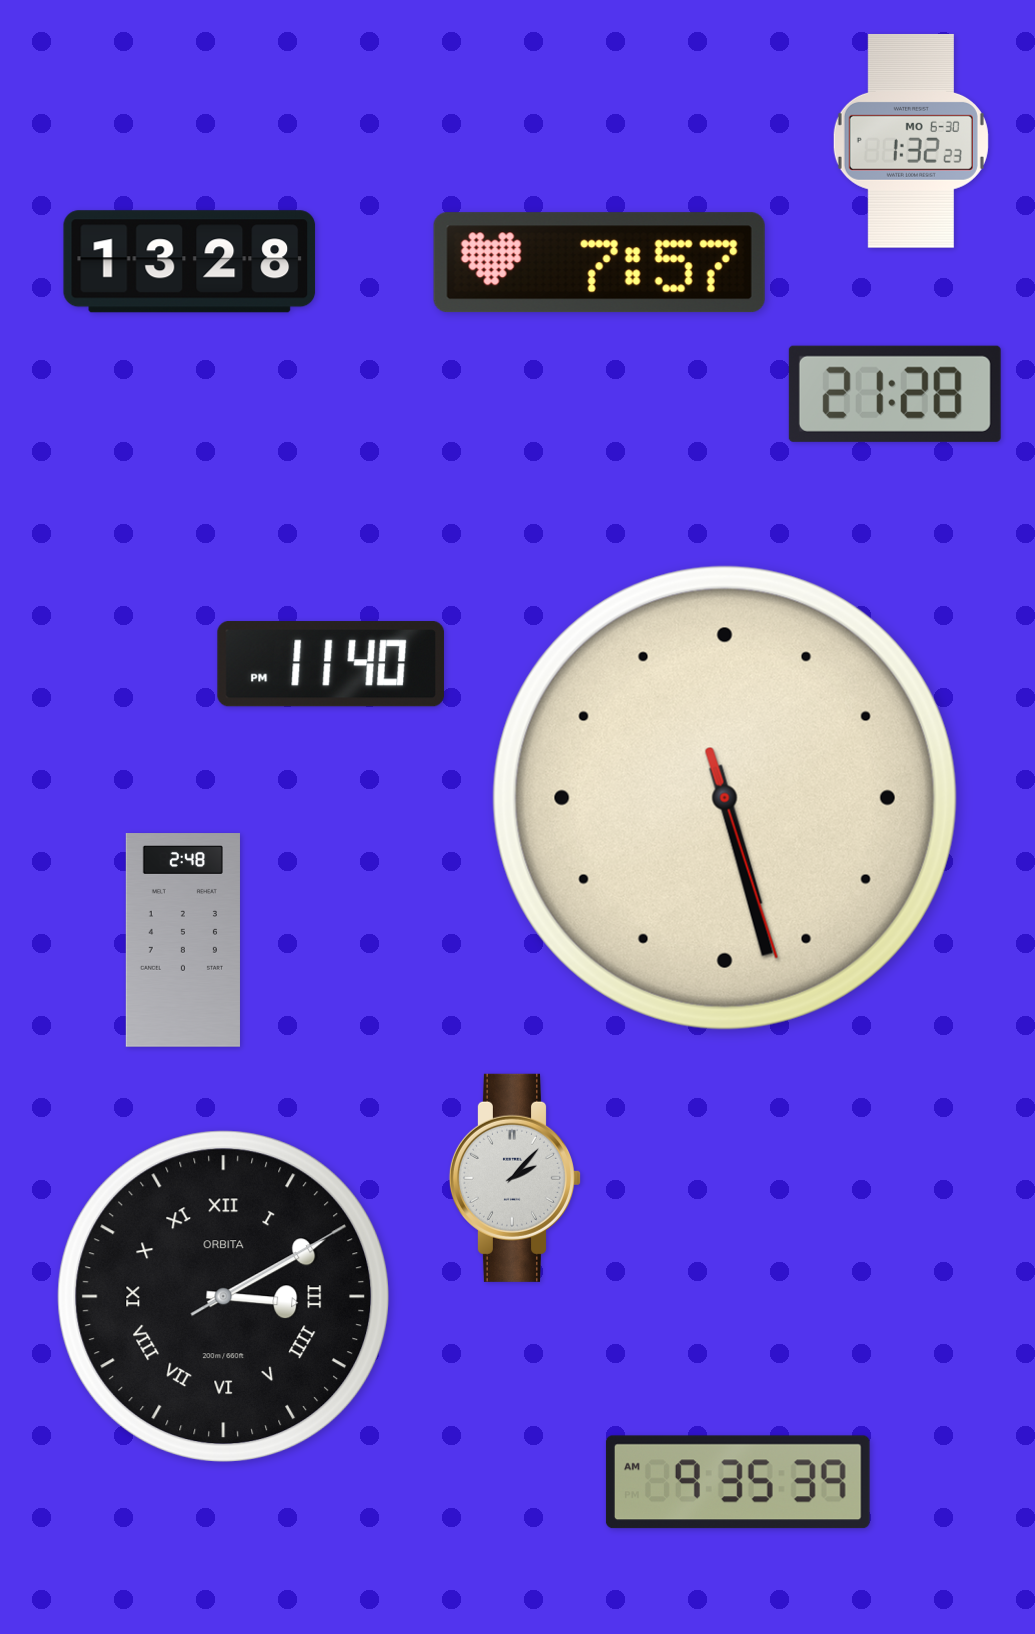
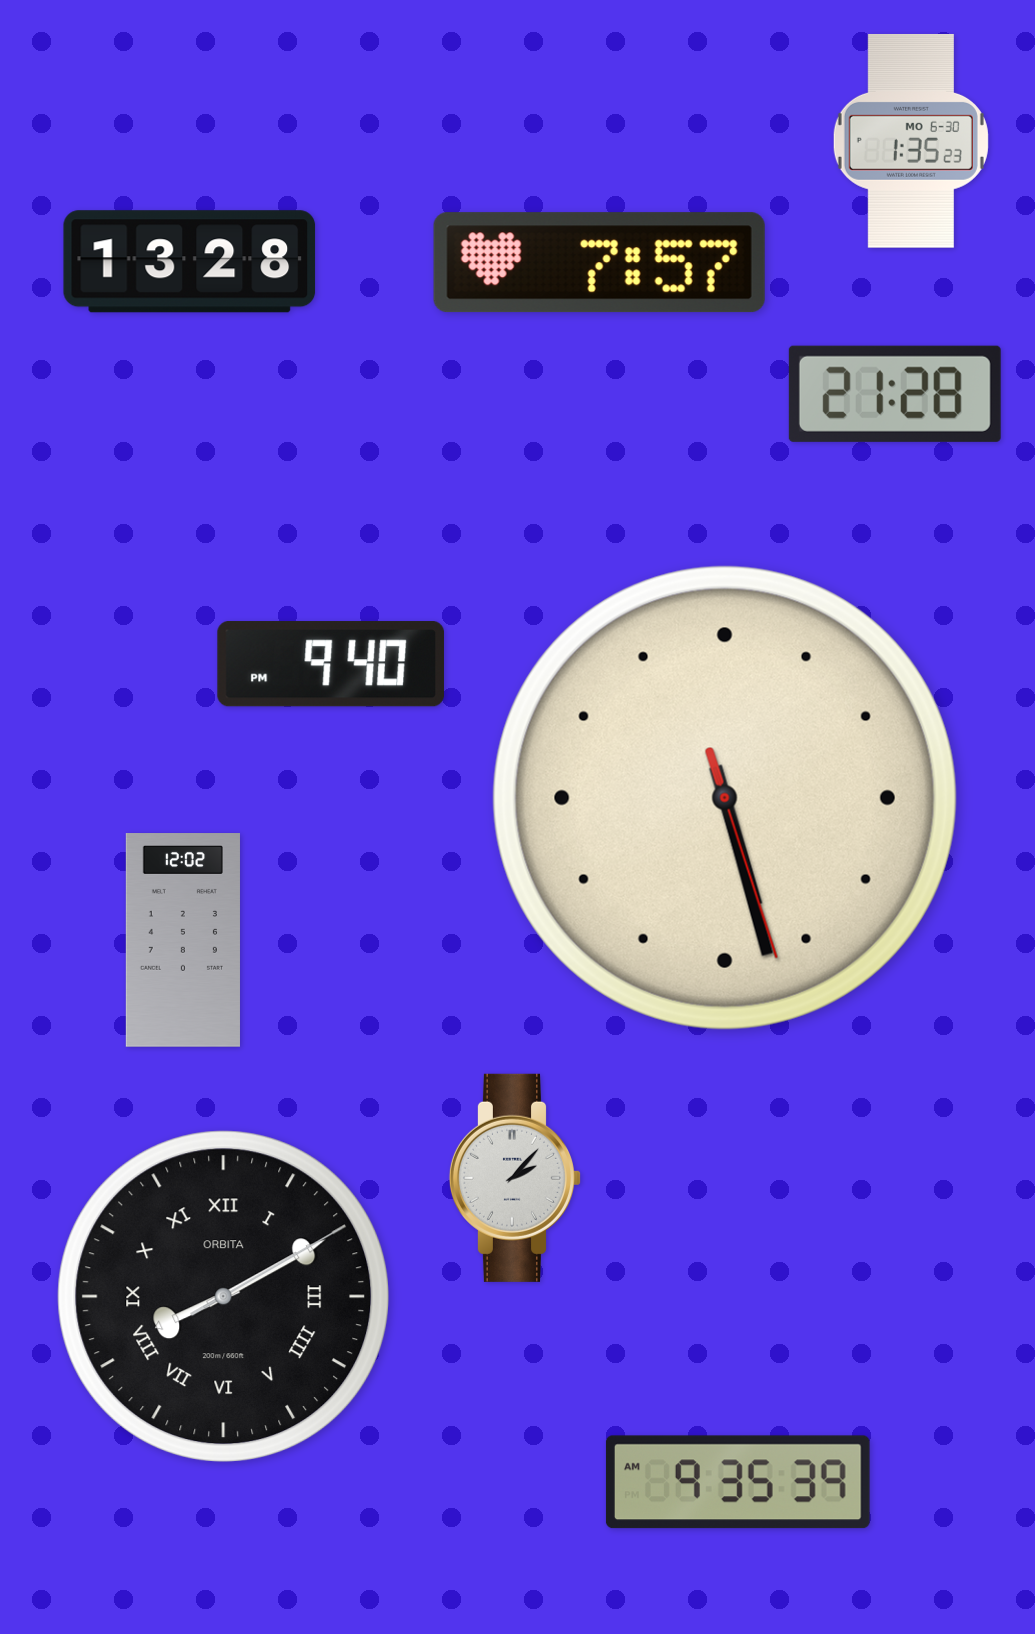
clock at (911, 141): 1:32 -> 1:35
clock at (331, 664): 11:40 -> 9:40
clock at (183, 940): 2:48 -> 12:02
clock at (224, 1297): 3:10 -> 8:10
